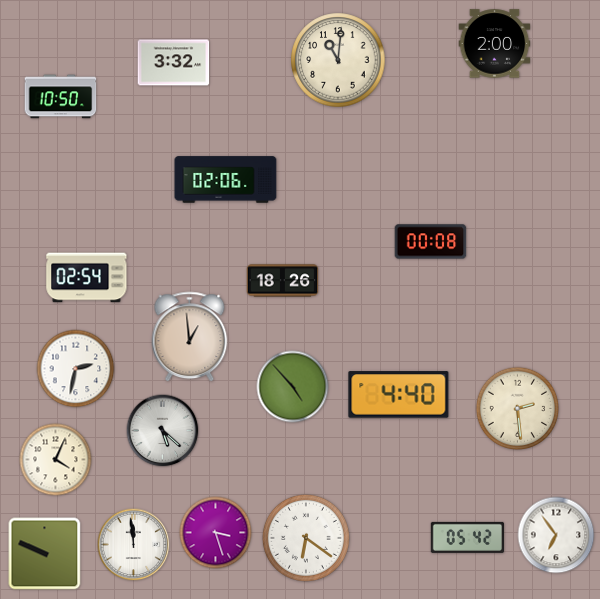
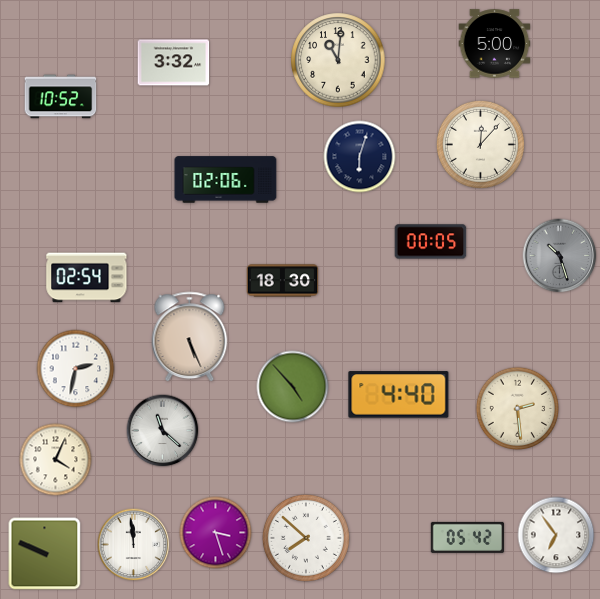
clock at (495, 44): 2:00 -> 5:00
clock at (61, 97): 10:50 -> 10:52
clock at (480, 144): none -> 12:07
clock at (360, 157): none -> 6:03
clock at (431, 242): 00:08 -> 00:05
clock at (560, 256): none -> 10:27
clock at (283, 281): 18:26 -> 18:30
clock at (190, 337): 12:59 -> 5:26
clock at (163, 431): 5:22 -> 11:22
clock at (306, 538): 6:21 -> 7:52
